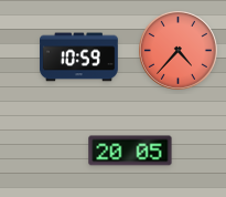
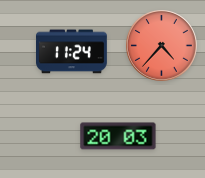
clock at (79, 58): 10:59 -> 11:24
clock at (130, 151): 20:05 -> 20:03
